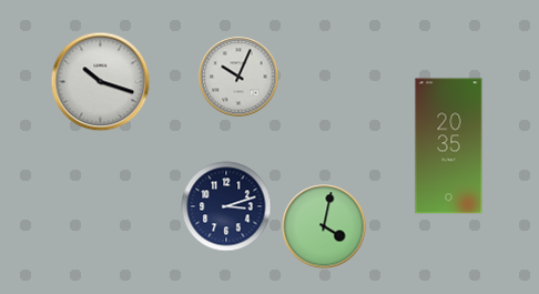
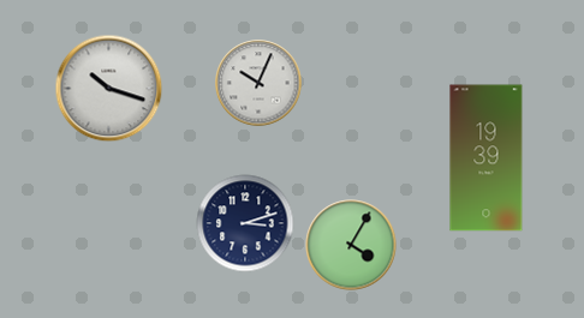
clock at (449, 146): 20:35 -> 19:39
clock at (324, 226): 4:02 -> 4:05
